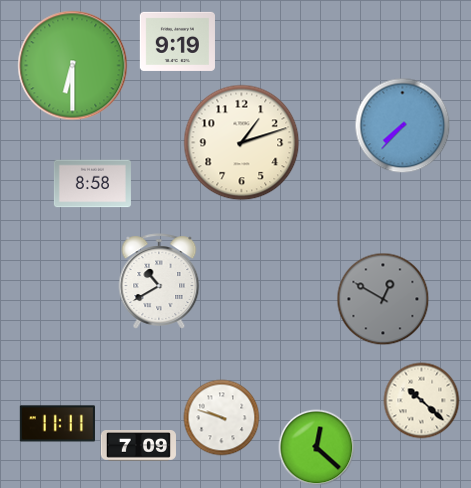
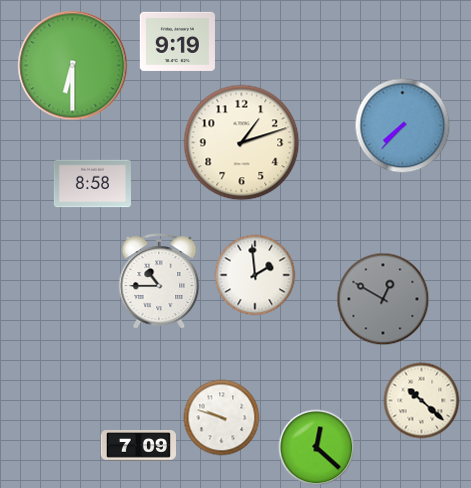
clock at (255, 275): none -> 1:59
clock at (159, 281): 10:40 -> 10:45
clock at (57, 424): 11:11 -> none
